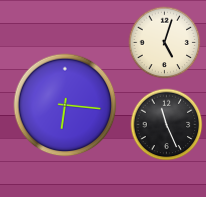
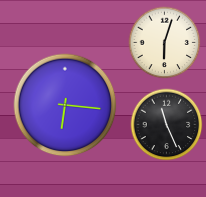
clock at (165, 43): 5:03 -> 6:03
